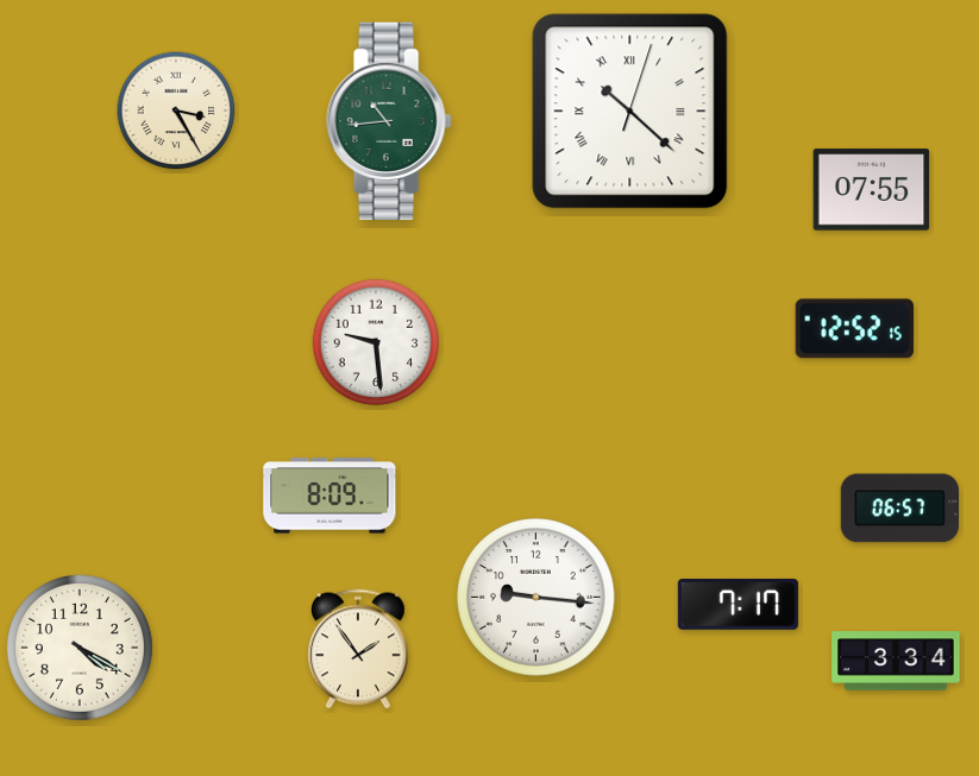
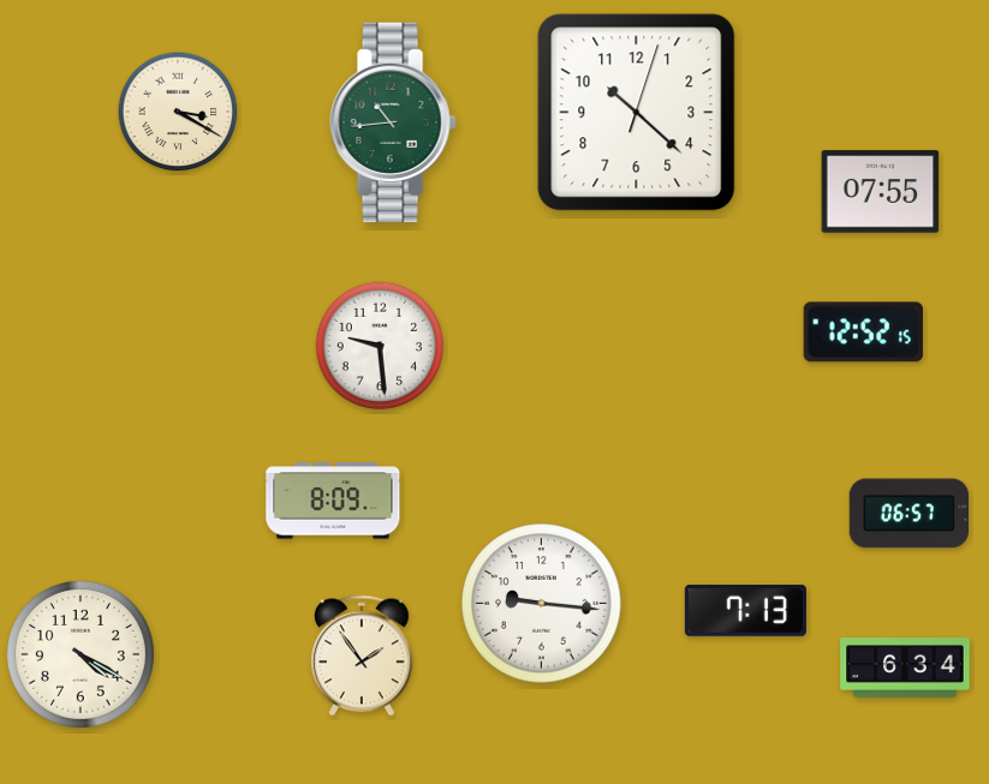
clock at (176, 111): 3:25 -> 3:20
clock at (630, 112) numerals: Roman -> Arabic
clock at (738, 605): 7:17 -> 7:13
clock at (896, 661): 3:34 -> 6:34
